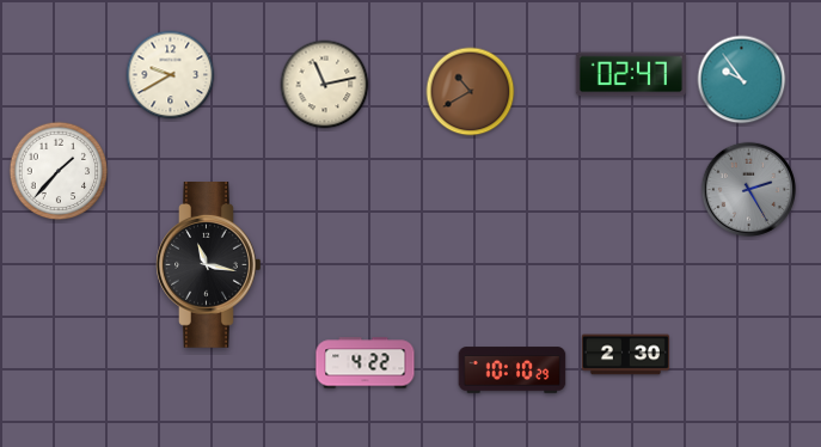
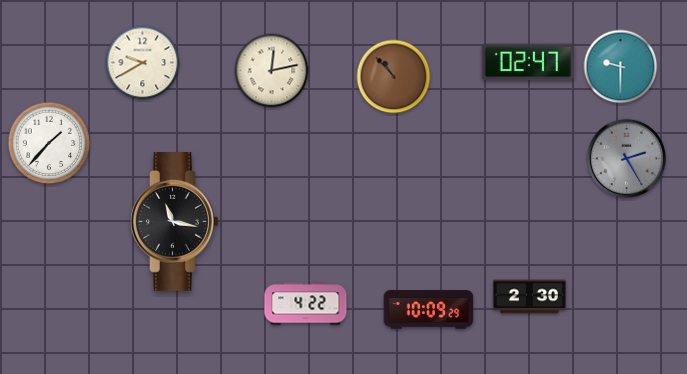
clock at (742, 80): 9:54 -> 9:30
clock at (325, 85): 11:13 -> 12:13
clock at (471, 92): 10:40 -> 10:53
clock at (625, 355) position: (625, 355) -> (529, 297)
clock at (513, 371): 10:10 -> 10:09
